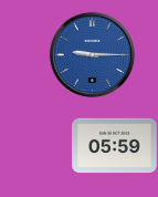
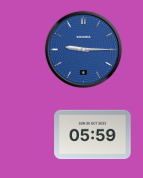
clock at (115, 146) position: (115, 146) -> (93, 135)
